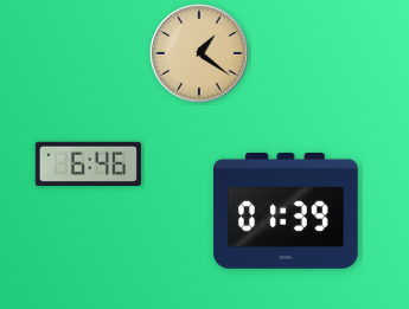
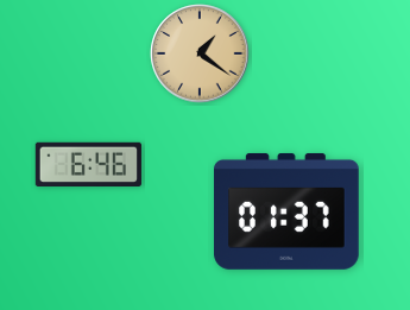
clock at (286, 211): 01:39 -> 01:37
